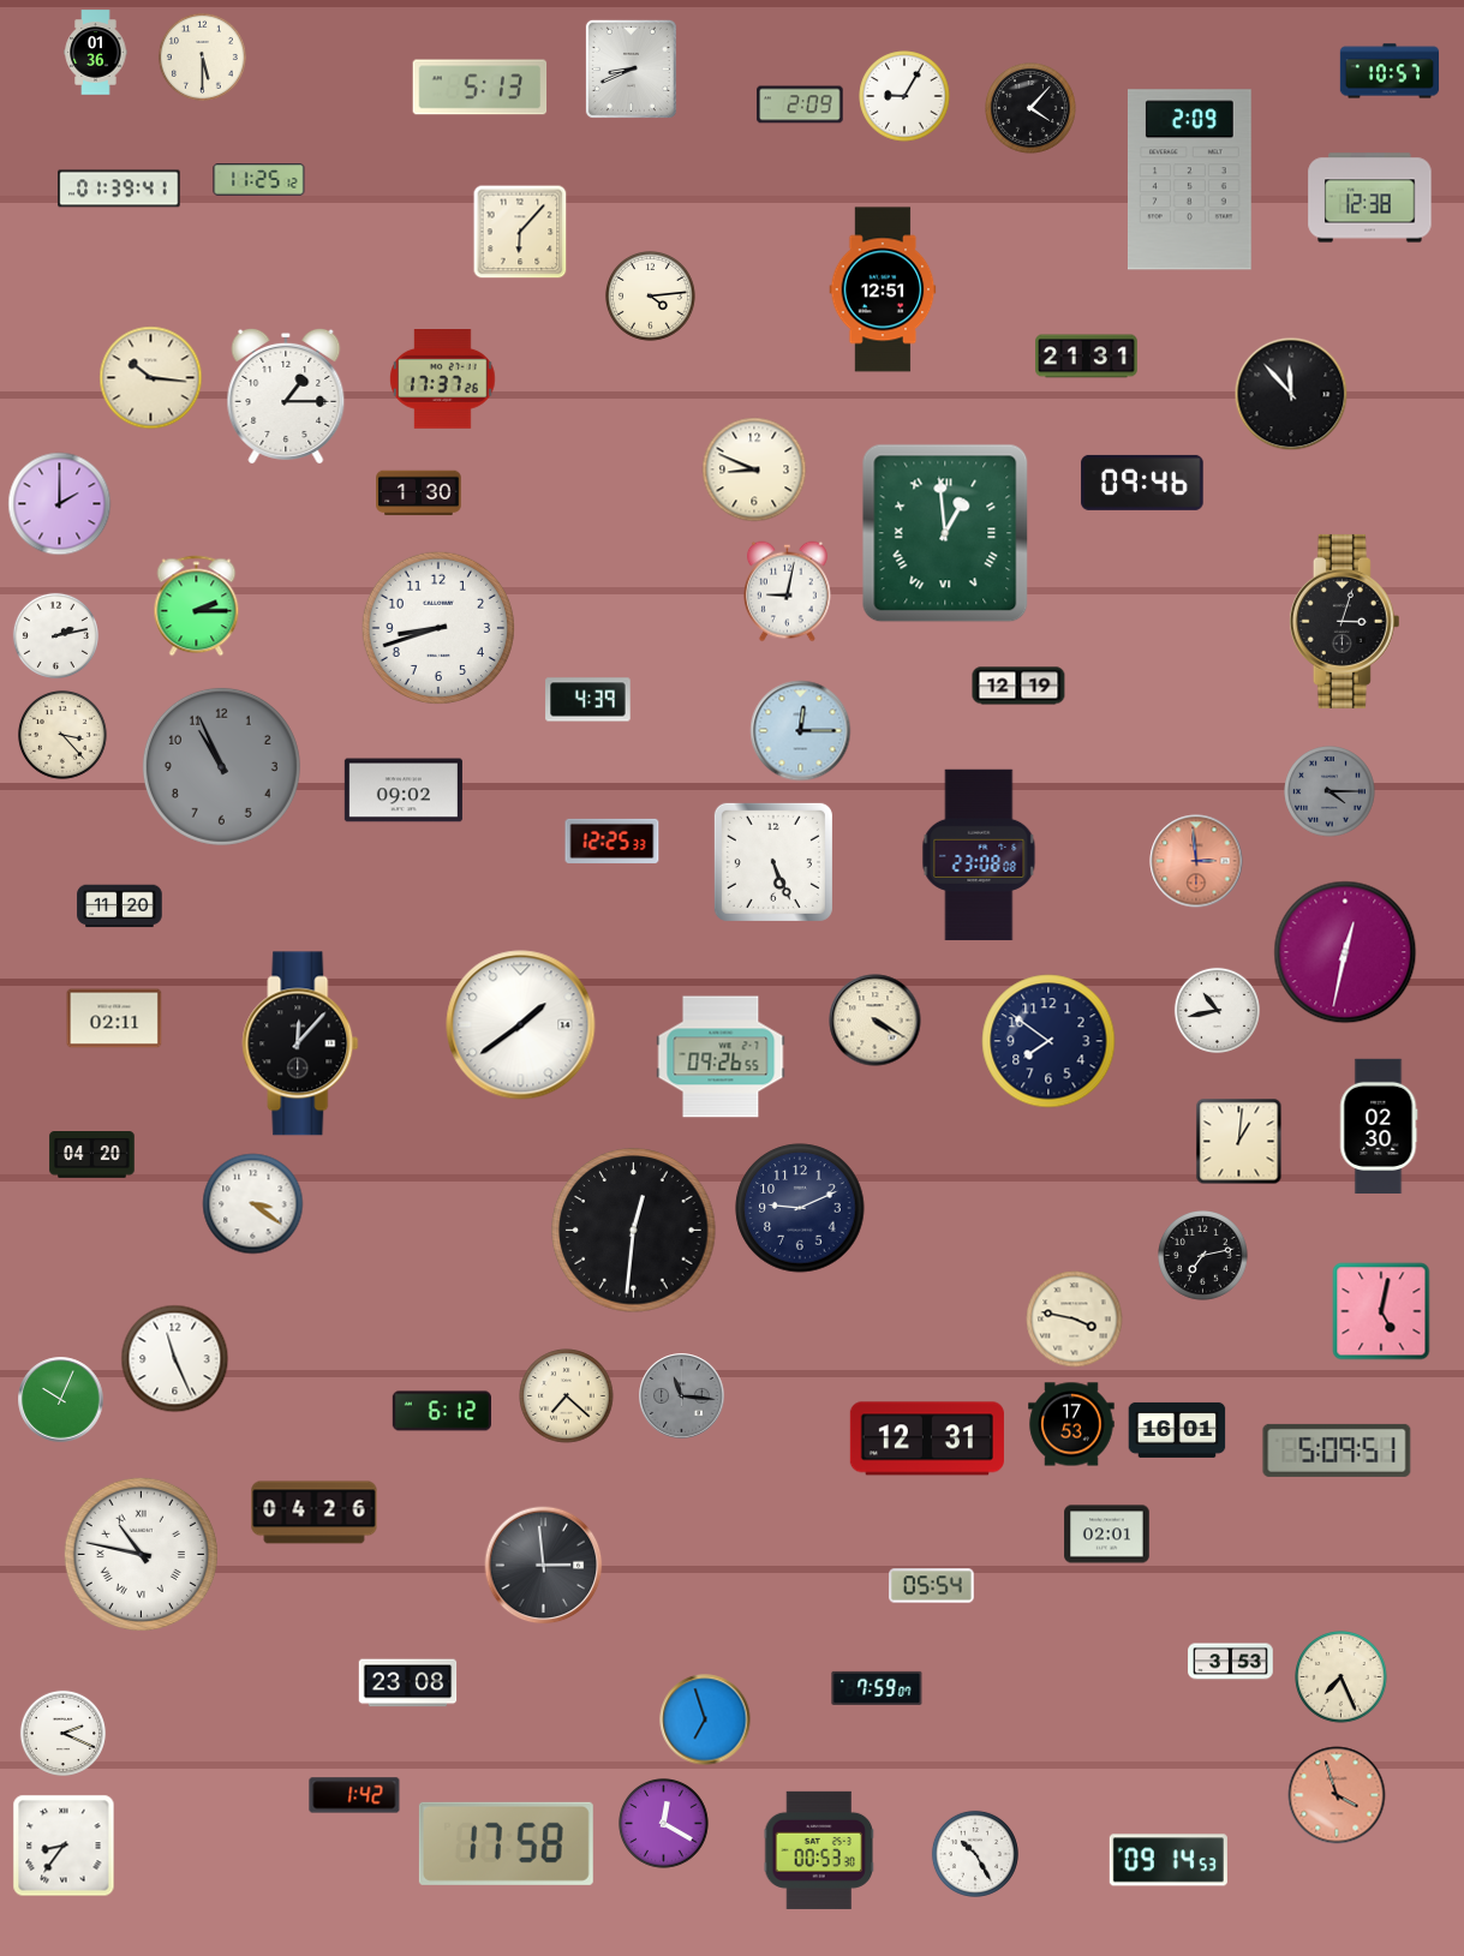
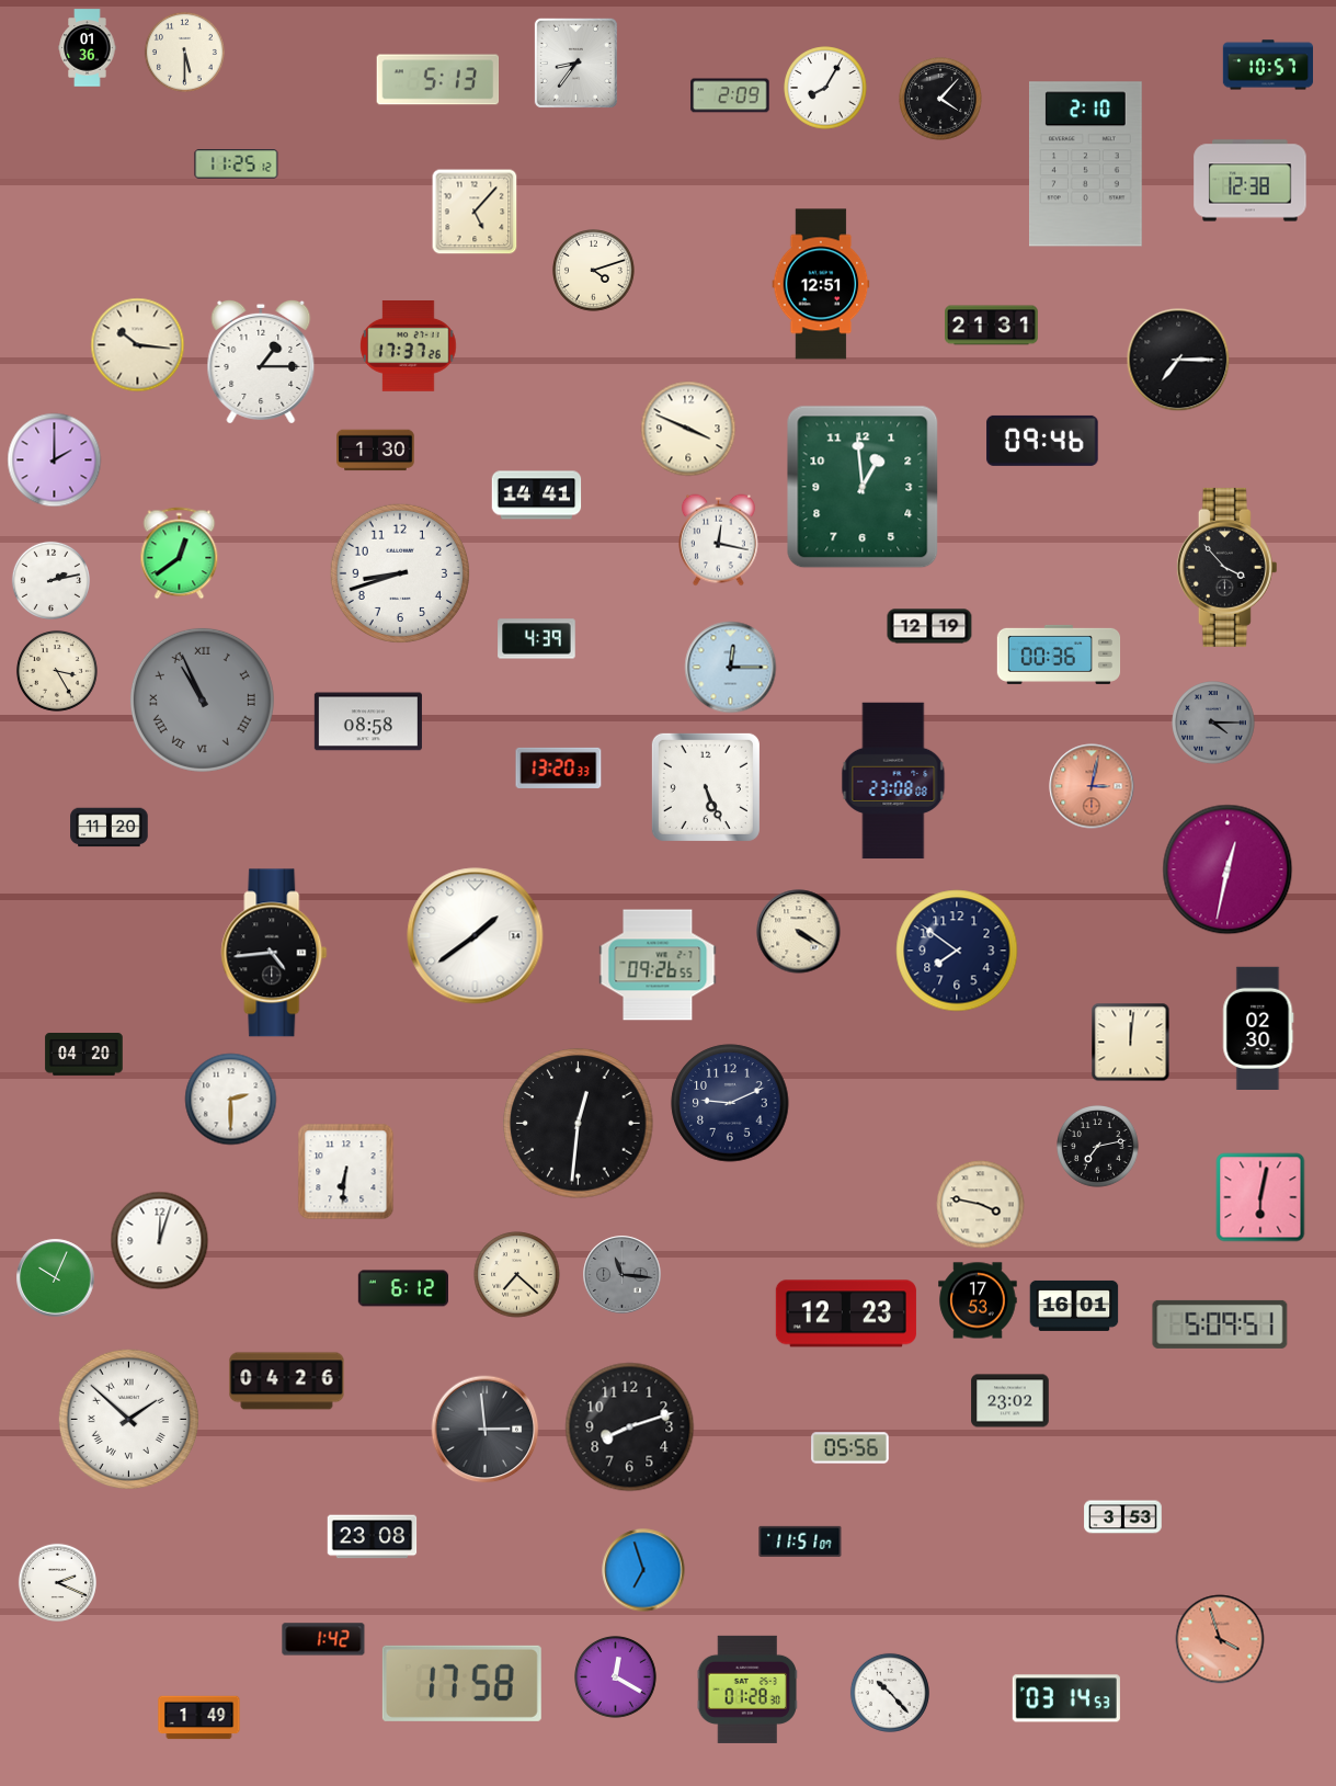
clock at (631, 68): 8:41 -> 8:36
clock at (904, 96): 9:05 -> 8:05
clock at (1189, 180): 2:09 -> 2:10
clock at (119, 189): 01:39 -> none
clock at (520, 232): 6:07 -> 5:07
clock at (883, 289) position: (883, 289) -> (821, 284)
clock at (651, 297): 4:14 -> 4:12
clock at (443, 379) position: (443, 379) -> (409, 346)
clock at (1291, 394): 11:53 -> 7:15
clock at (754, 469): 8:49 -> 3:49
clock at (419, 494) position: (419, 494) -> (376, 451)
clock at (945, 533) numerals: Roman -> Arabic
clock at (537, 496): none -> 14:41
clock at (787, 592): 9:02 -> 12:17
clock at (197, 606): 2:15 -> 12:39
clock at (1344, 621): 3:03 -> 3:53
clock at (1059, 655): none -> 00:36
clock at (62, 735): 3:23 -> 3:25
clock at (221, 766) numerals: Arabic -> Roman
clock at (404, 790): 09:02 -> 08:58
clock at (613, 841): 12:25 -> 13:20
clock at (1196, 861): 2:59 -> 3:02
clock at (1217, 1010): 10:43 -> none
clock at (114, 1018): 02:11 -> none
clock at (300, 1043): 12:07 -> 4:44
clock at (1239, 1142): 1:01 -> 12:01
clock at (253, 1204): 3:21 -> 2:30
clock at (346, 1172): none -> 6:31
clock at (1381, 1311): 5:02 -> 6:02
clock at (175, 1359): 11:26 -> 12:03
clock at (927, 1438): 12:31 -> 12:23
clock at (1107, 1535): 02:01 -> 23:02
clock at (141, 1554): 10:47 -> 1:52
clock at (630, 1427): none -> 8:12
clock at (544, 1566) position: (544, 1566) -> (486, 1430)
clock at (932, 1586): 05:54 -> 05:56
clock at (1341, 1677): 7:26 -> none
clock at (877, 1688): 7:59 -> 11:51
clock at (664, 1824) position: (664, 1824) -> (616, 1677)
clock at (64, 1846): 8:36 -> none
clock at (819, 1850): 00:53 -> 01:28
clock at (975, 1854): 10:25 -> 10:23
clock at (1169, 1860): 09:14 -> 03:14
clock at (199, 1718): none -> 1:49
